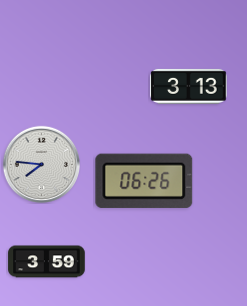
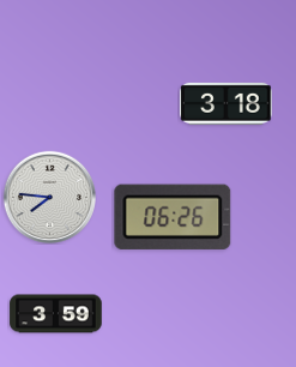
clock at (189, 86): 3:13 -> 3:18
